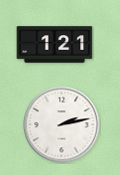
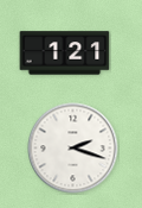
clock at (62, 125): 2:13 -> 2:18
